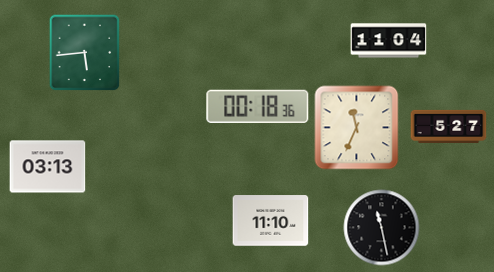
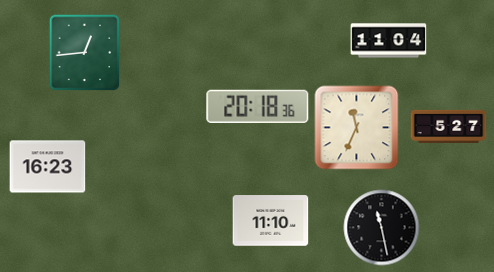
clock at (85, 52): 5:44 -> 12:44
clock at (258, 106): 00:18 -> 20:18
clock at (48, 167): 03:13 -> 16:23
